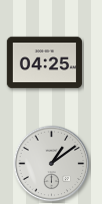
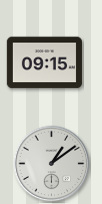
clock at (44, 63): 04:25 -> 09:15
